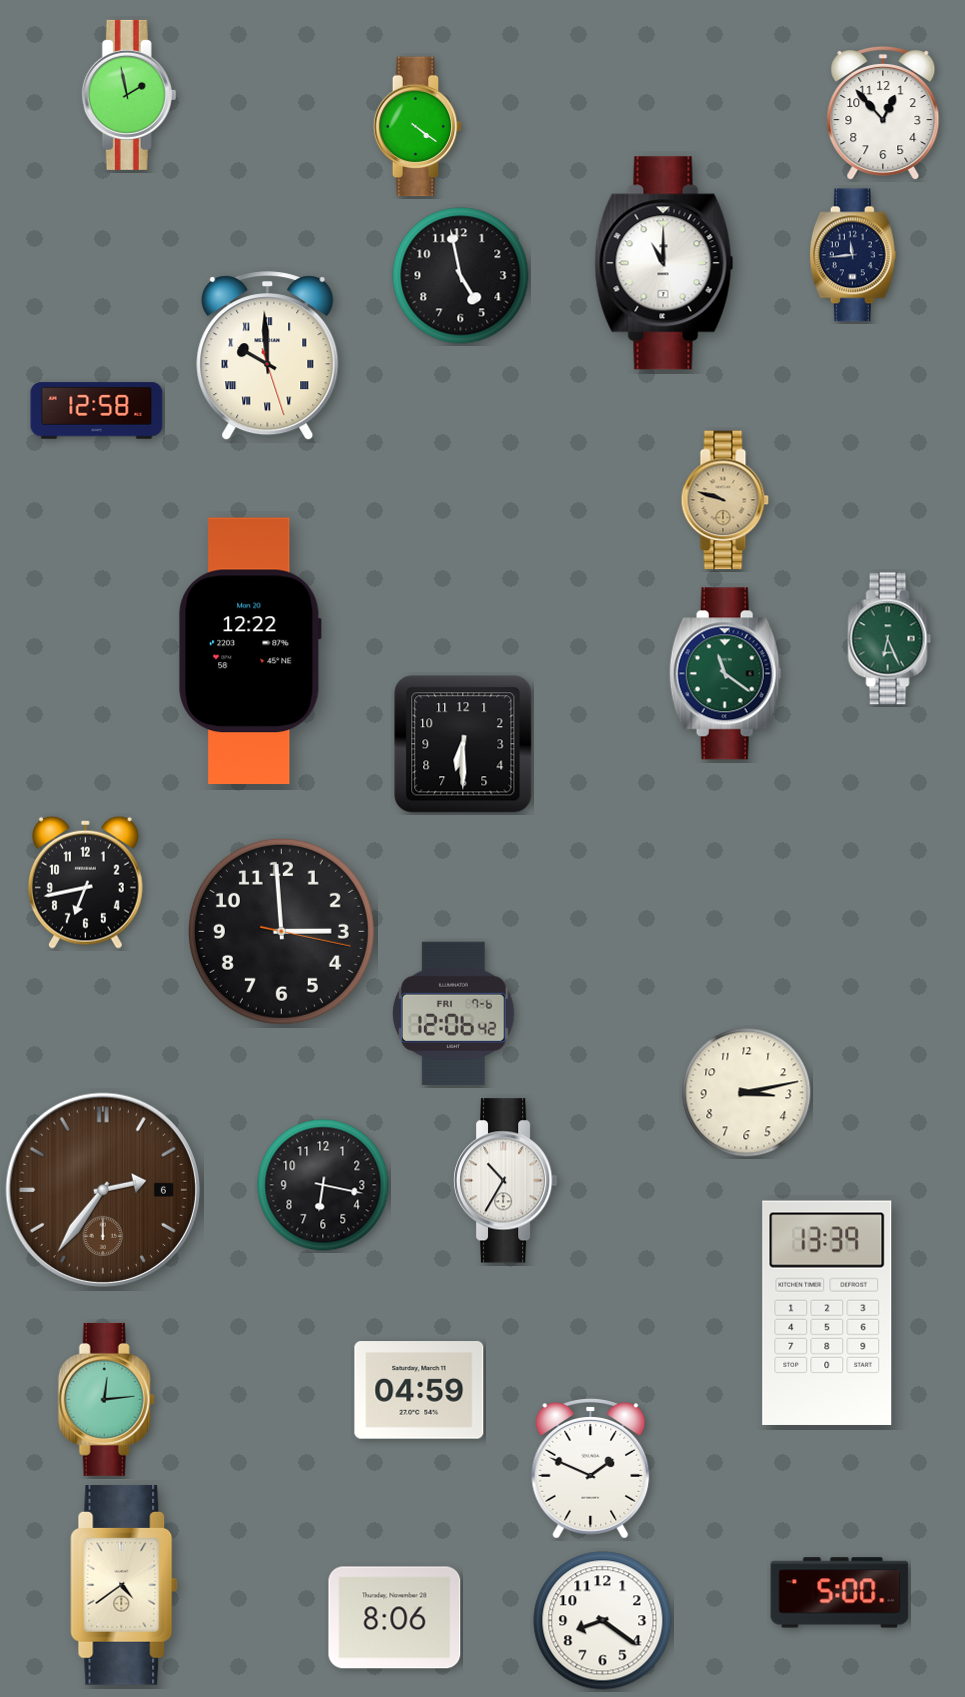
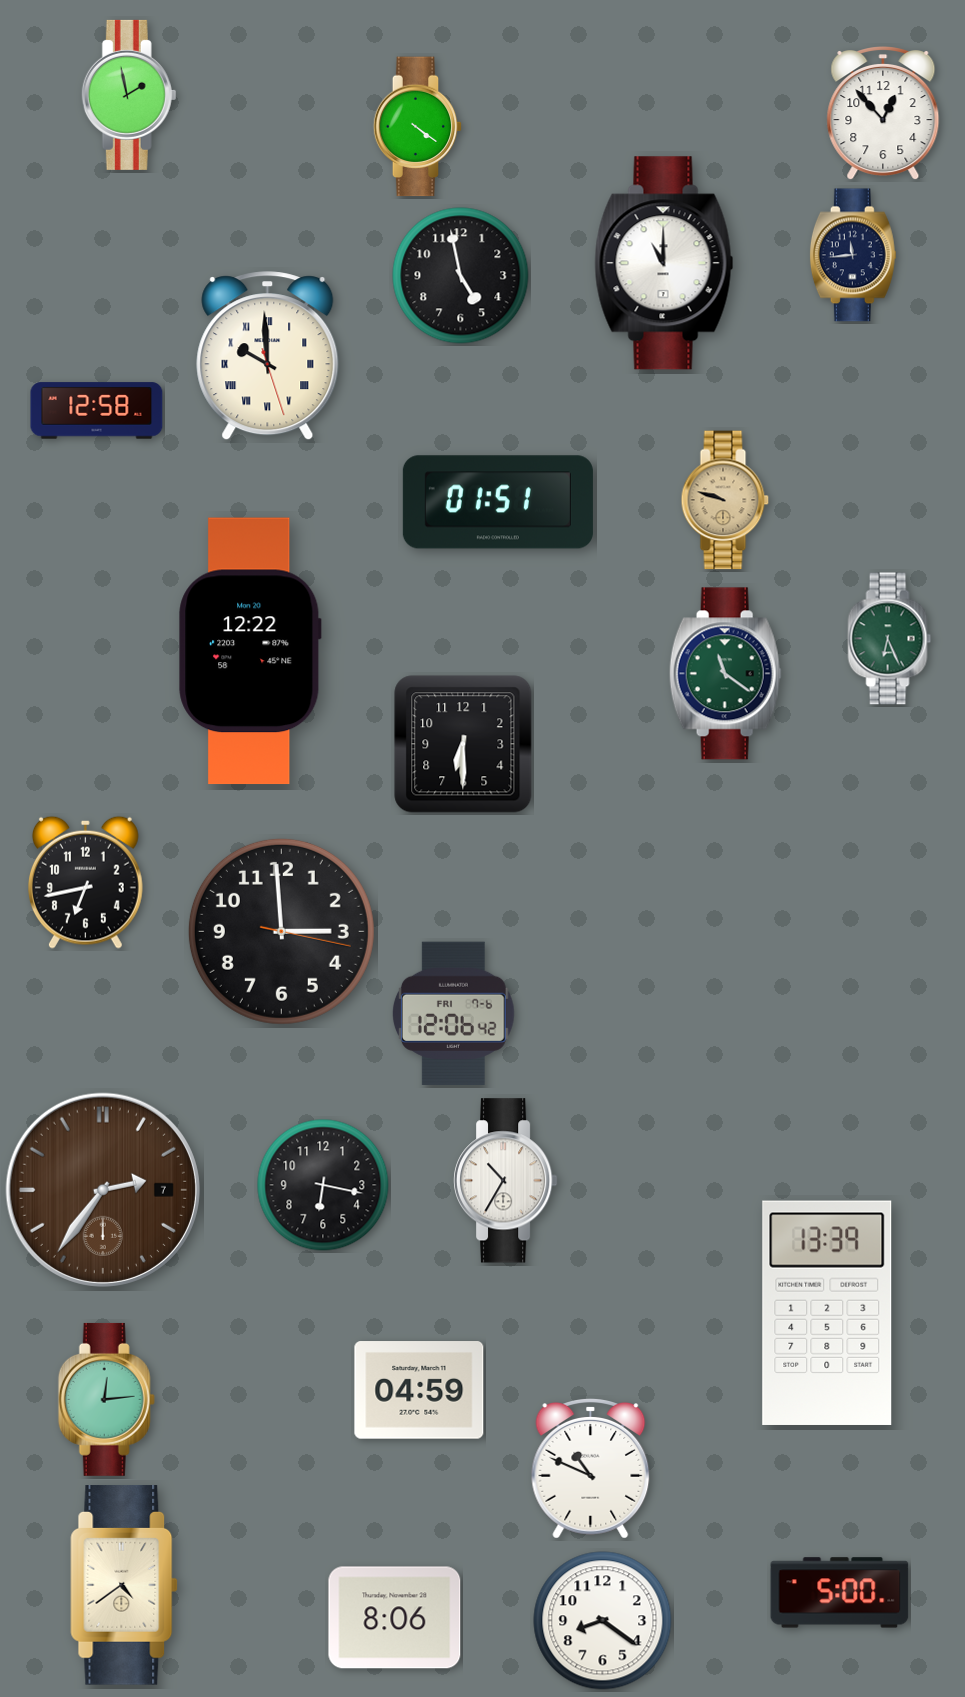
clock at (498, 502): none -> 01:51
clock at (747, 1093): 3:13 -> none
clock at (103, 1190) date: 6 -> 7
clock at (591, 1469): 1:49 -> 10:49
